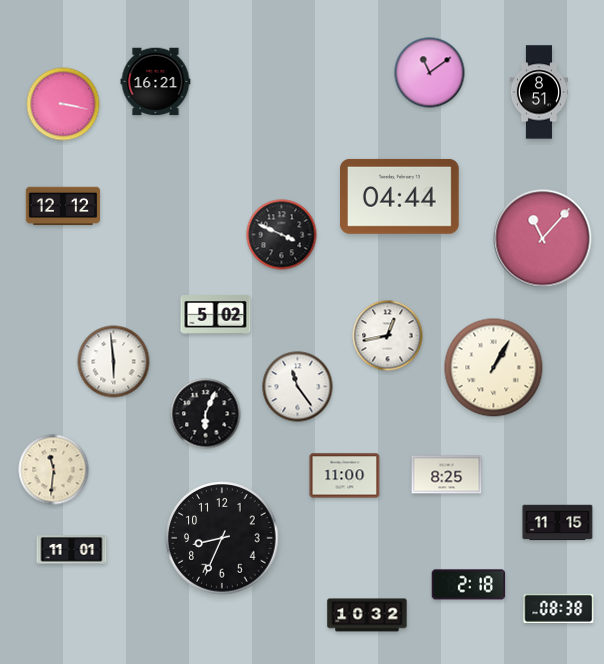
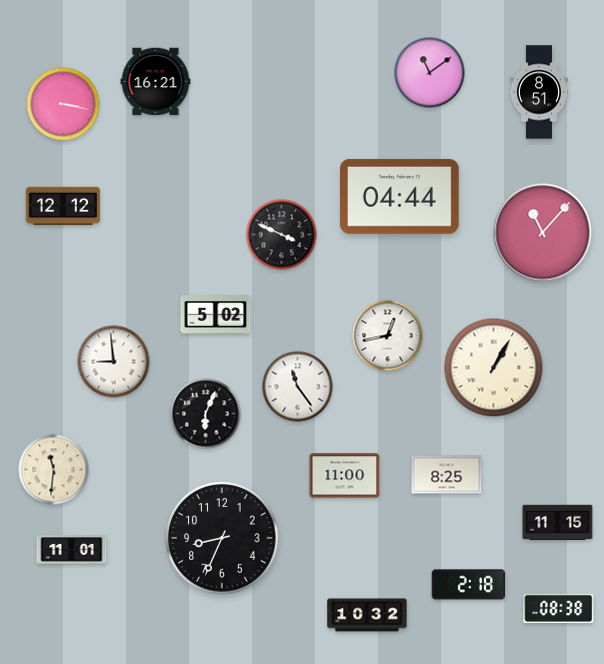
clock at (543, 239) position: (543, 239) -> (543, 233)
clock at (114, 362): 5:59 -> 8:59
